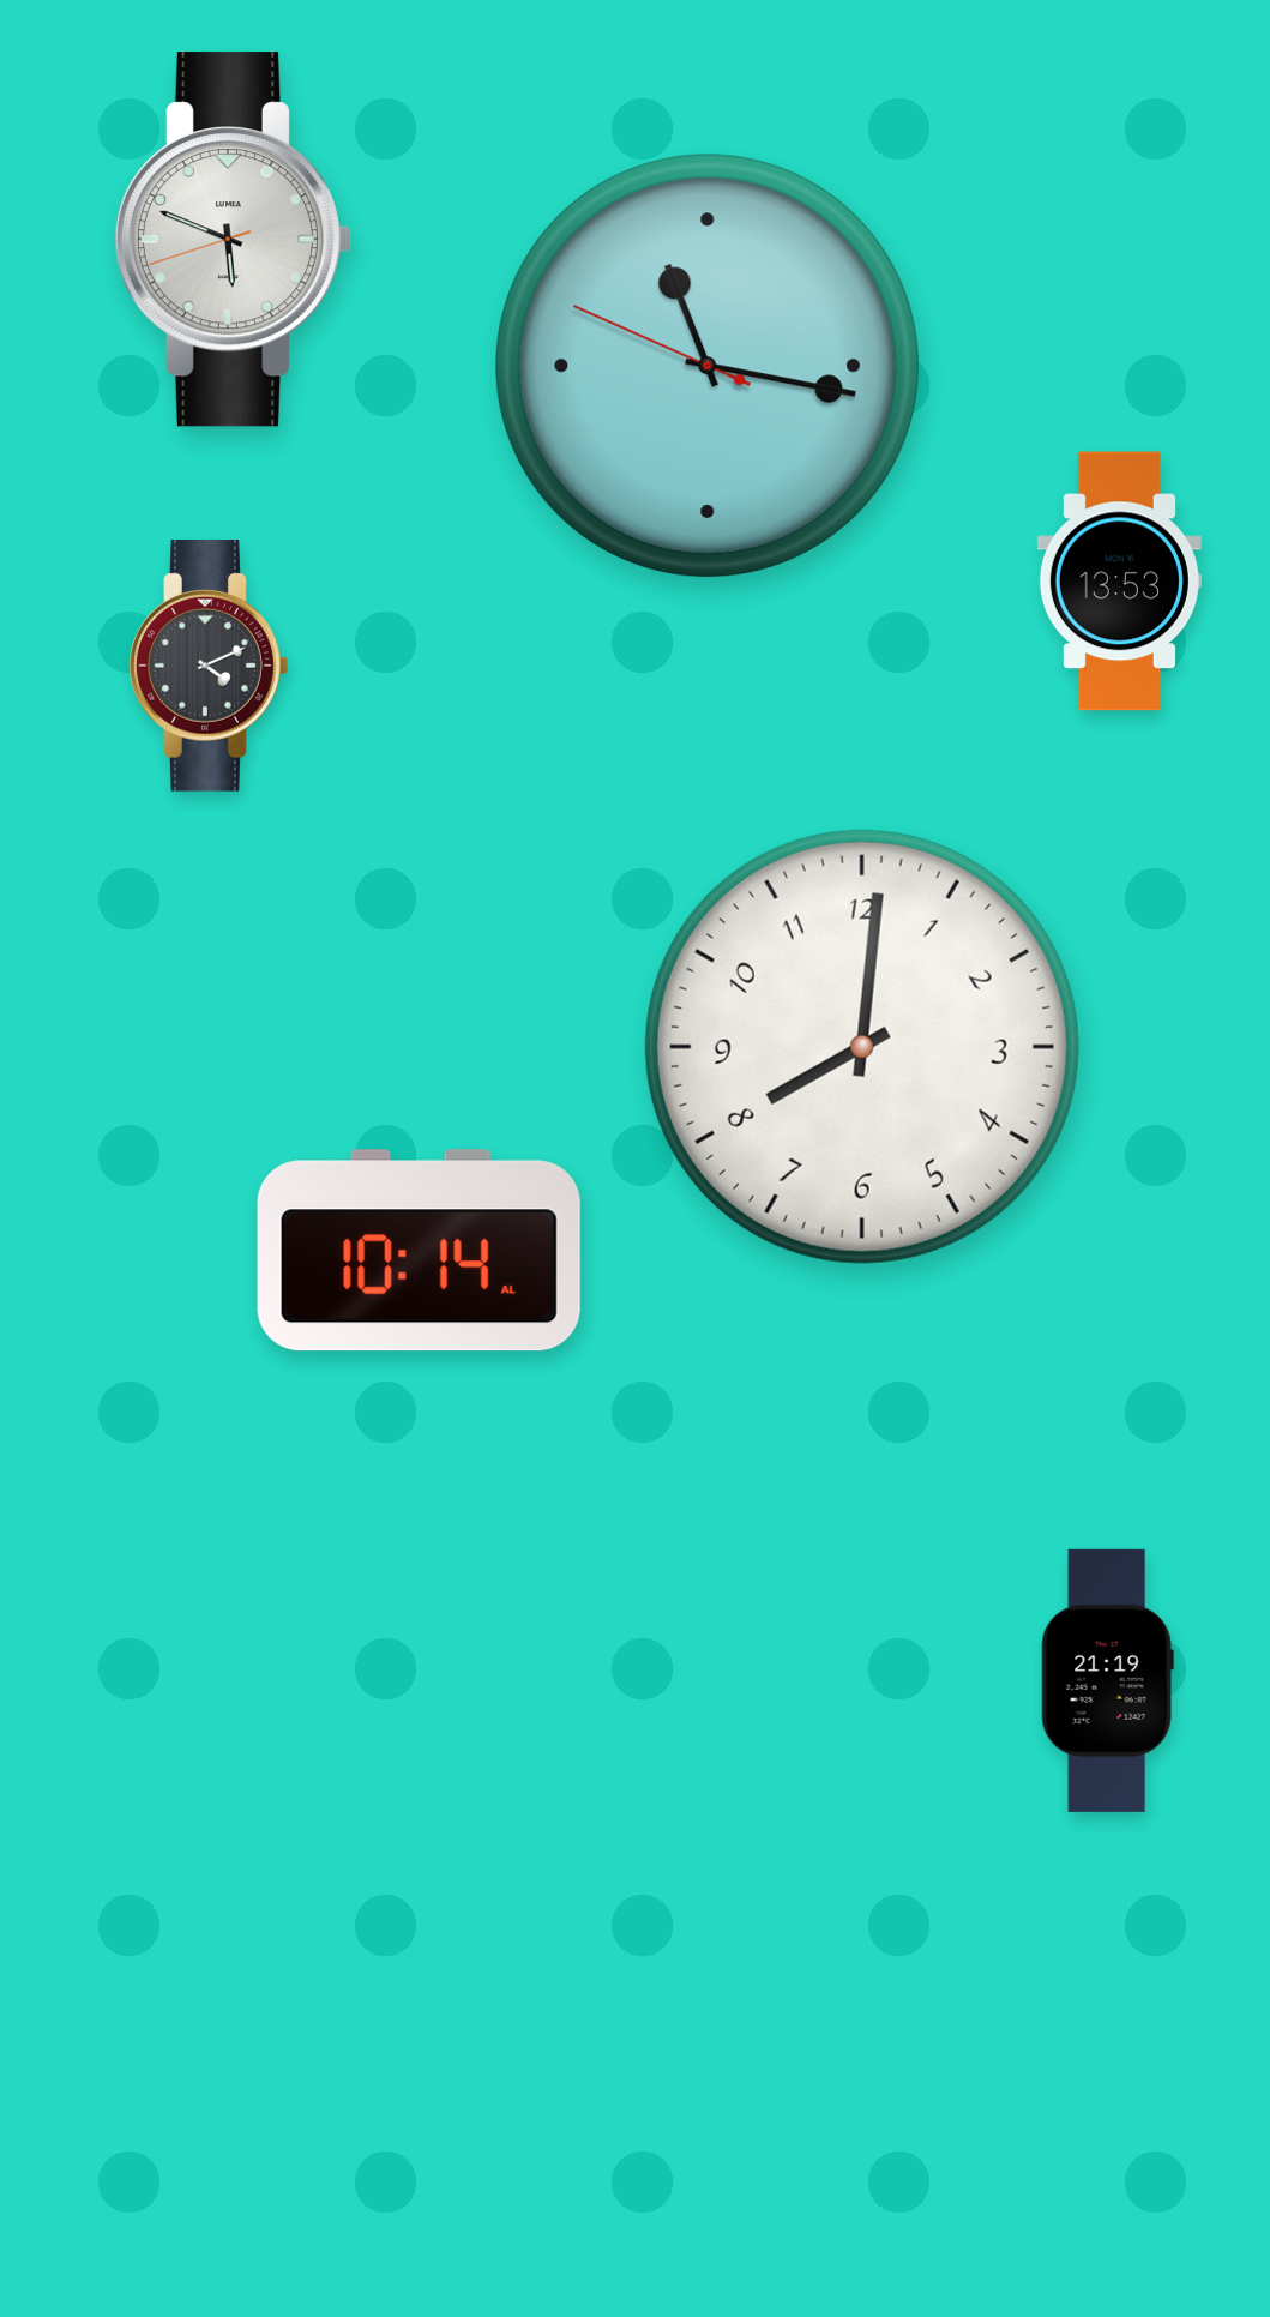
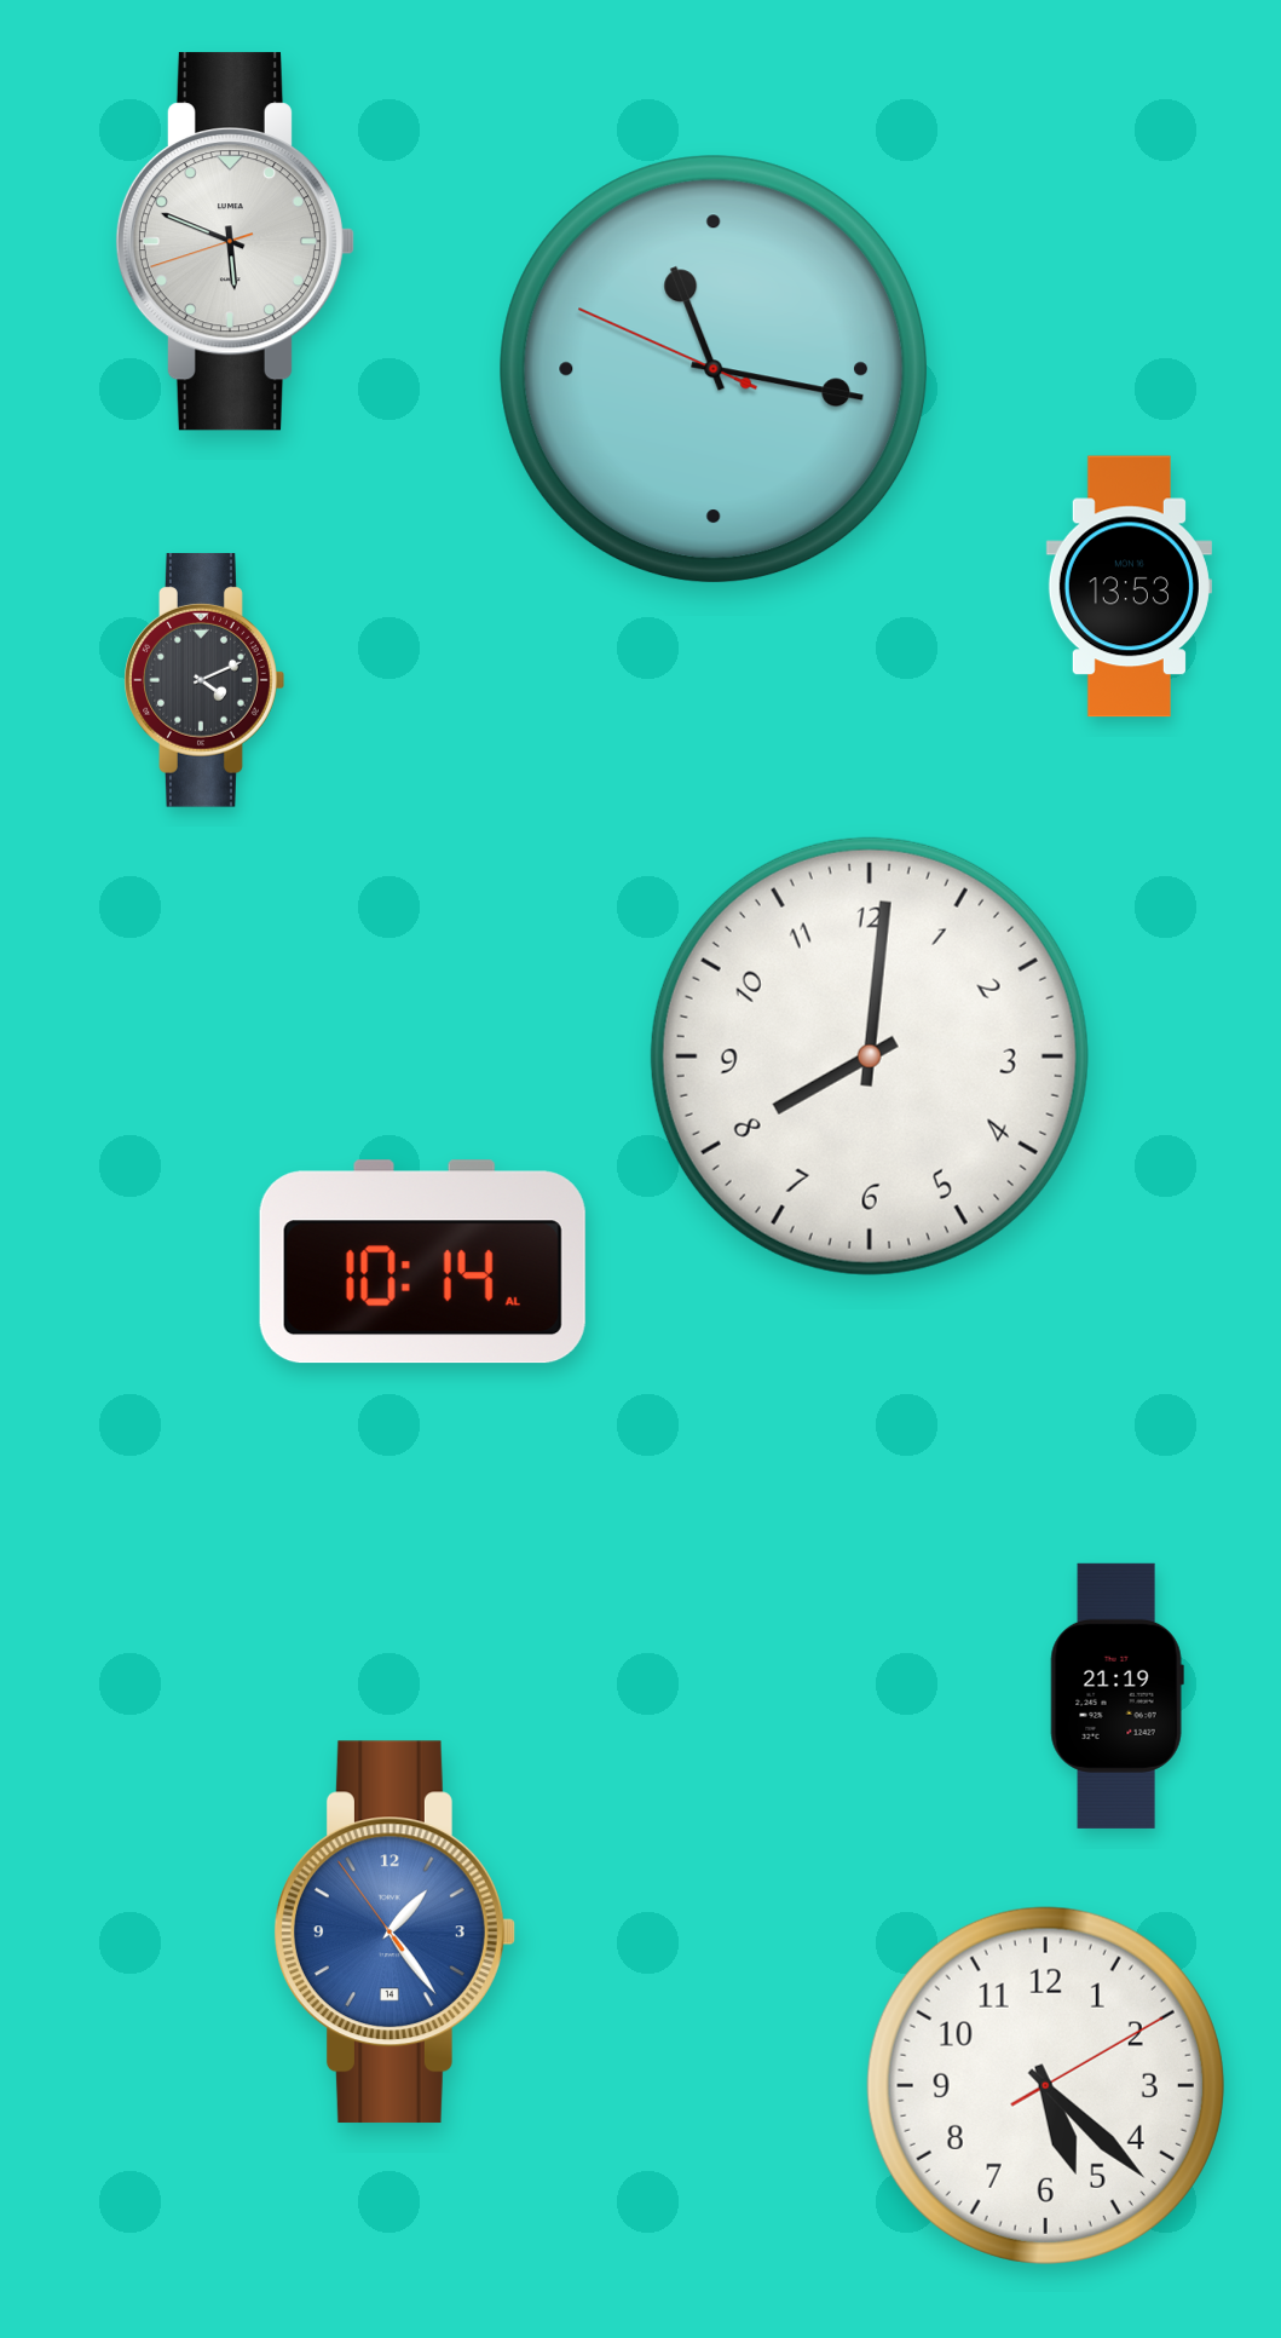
clock at (209, 667) position: (209, 667) -> (204, 681)
clock at (394, 1933): none -> 1:23
clock at (1045, 2085): none -> 5:22
